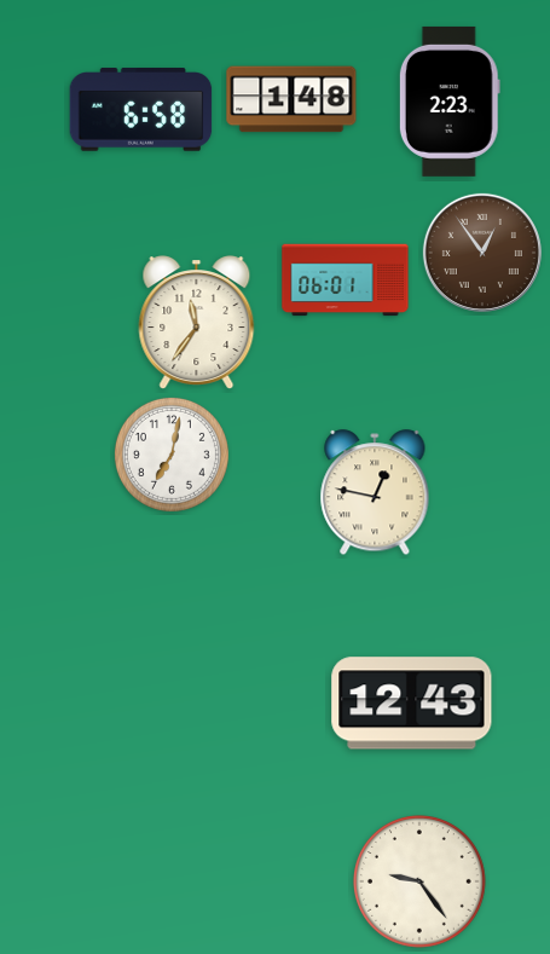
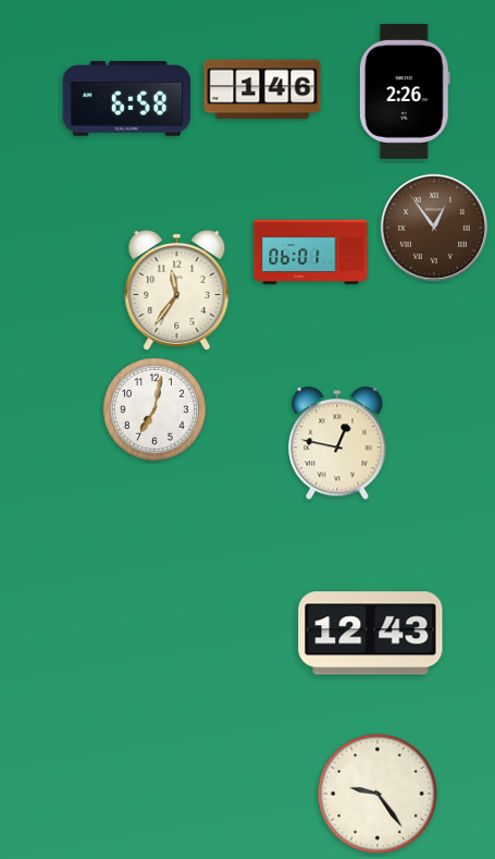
clock at (291, 99): 1:48 -> 1:46
clock at (450, 102): 2:23 -> 2:26
